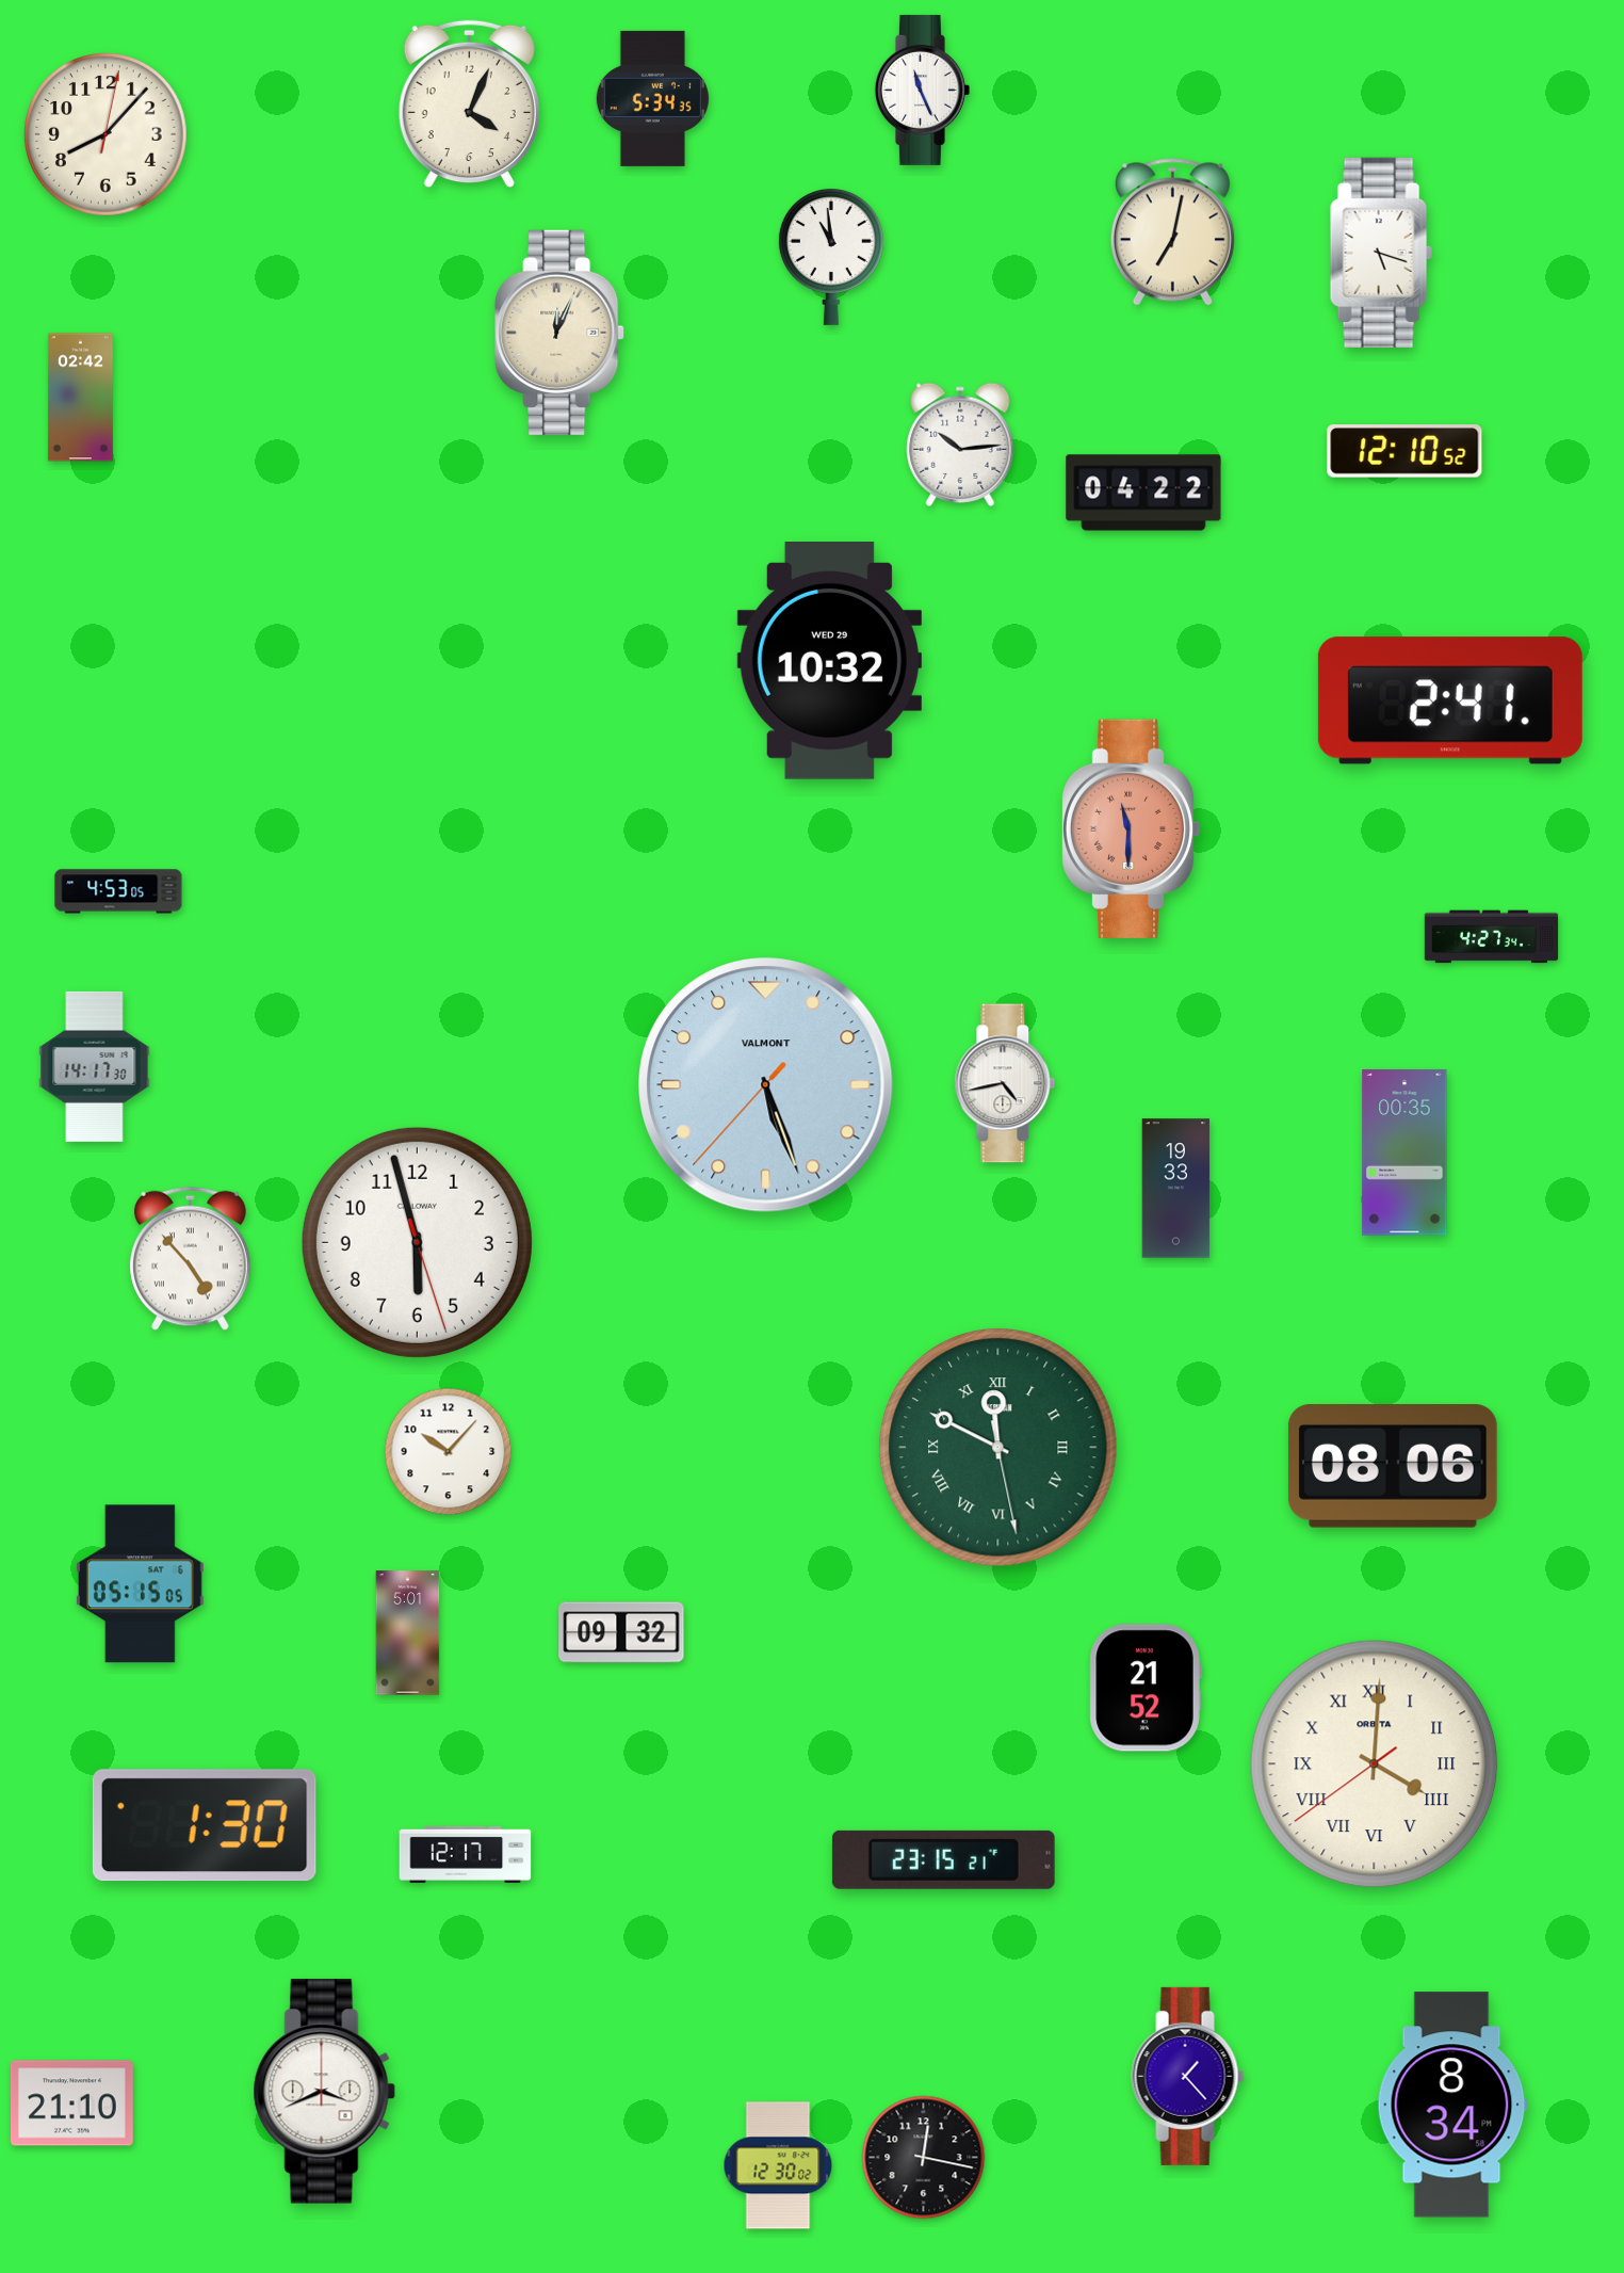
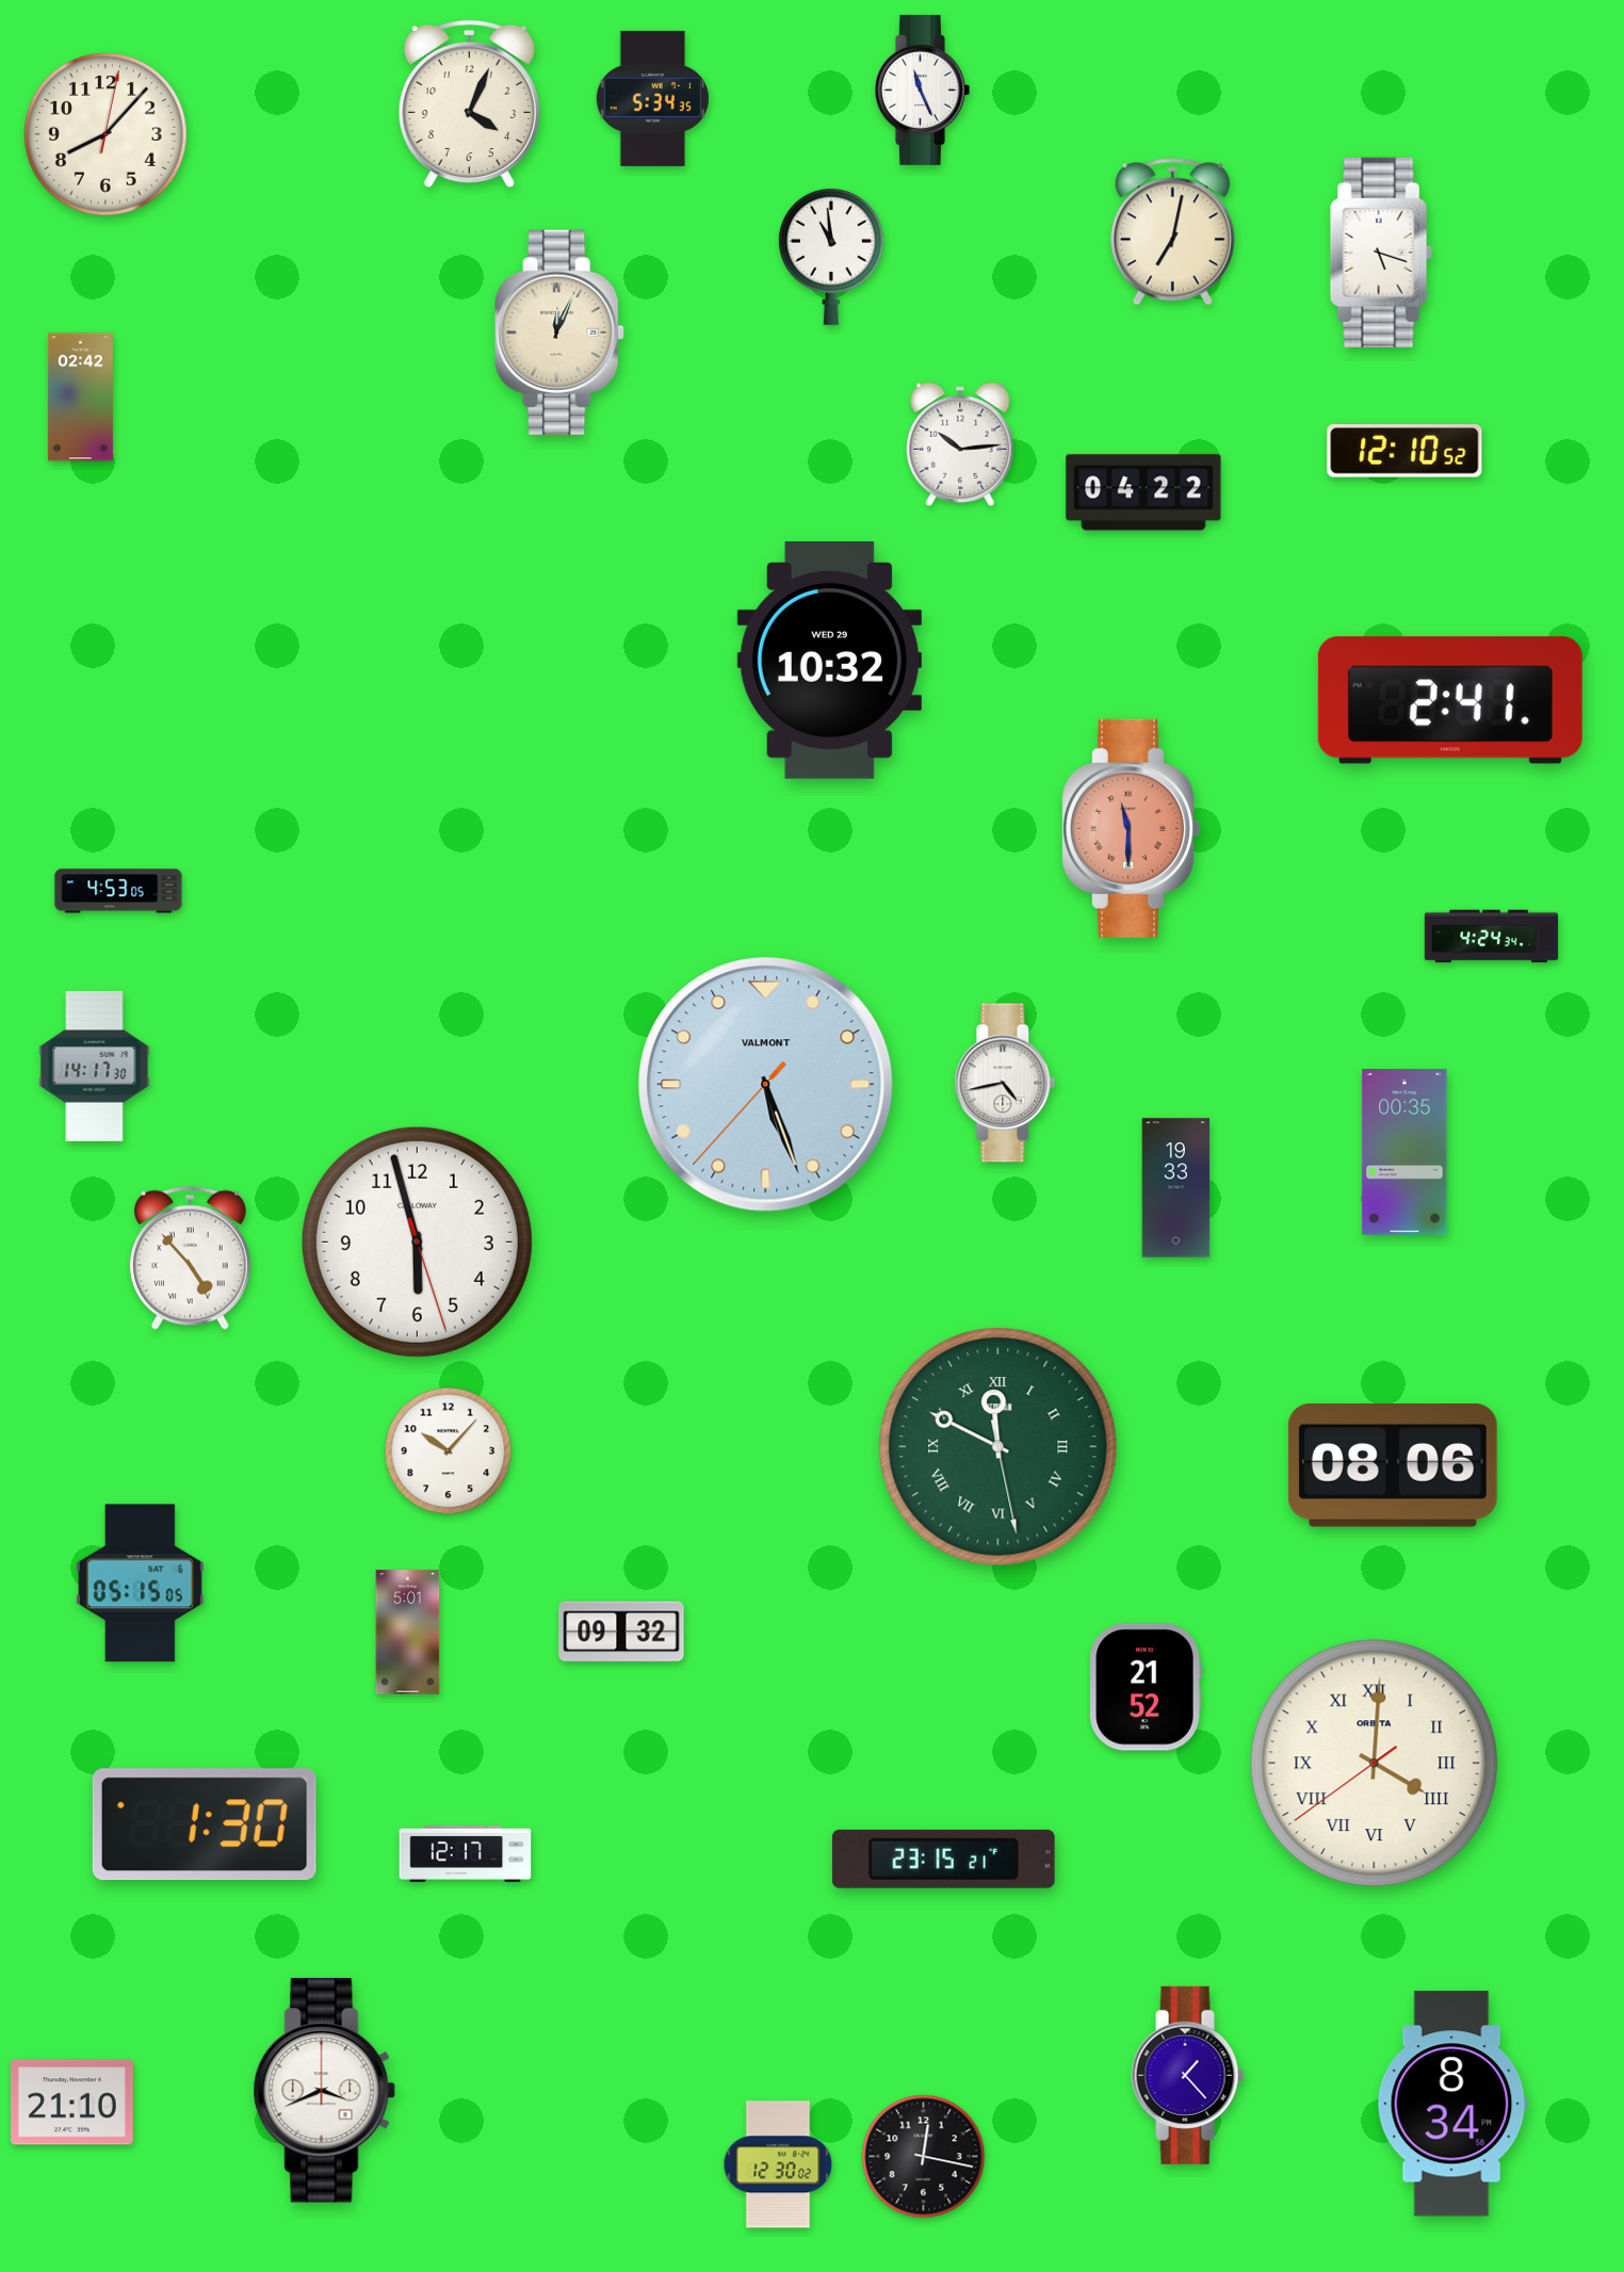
clock at (1492, 937): 4:27 -> 4:24
